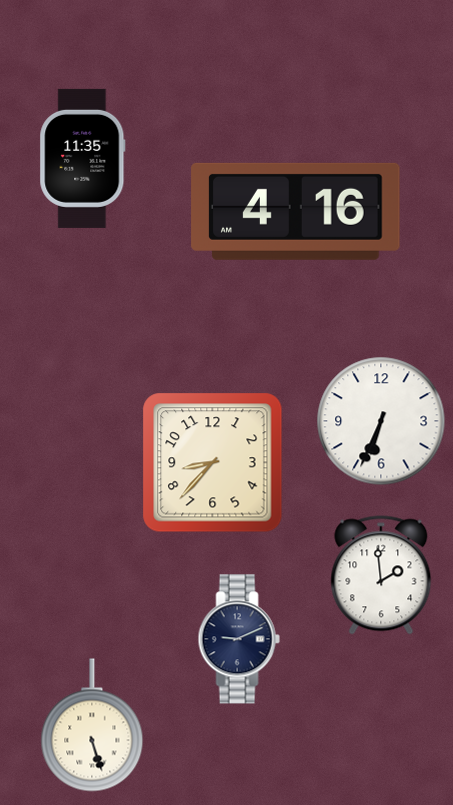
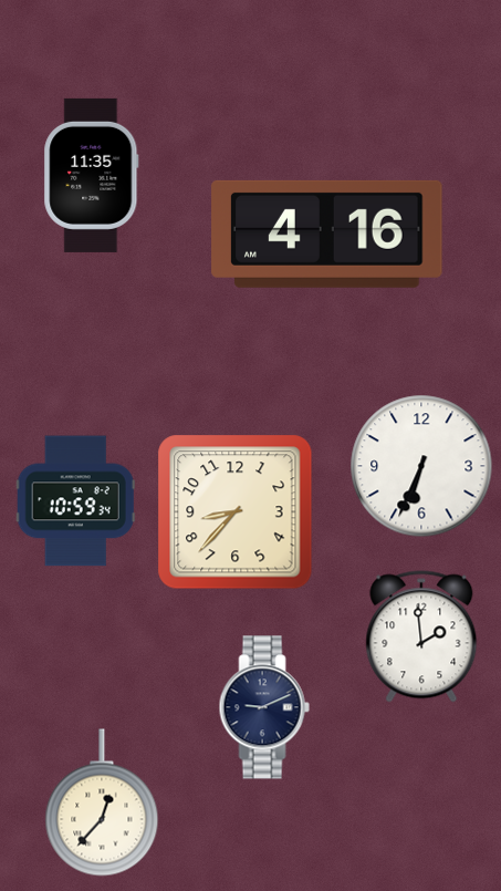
clock at (75, 501): none -> 10:59
clock at (92, 725): 5:27 -> 12:37
